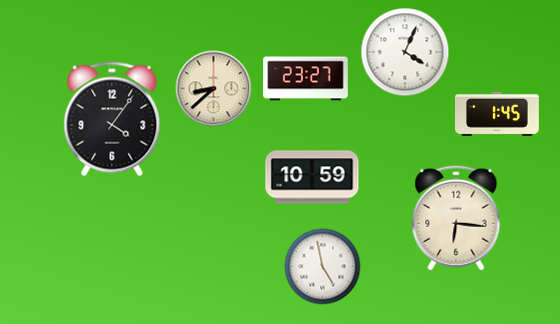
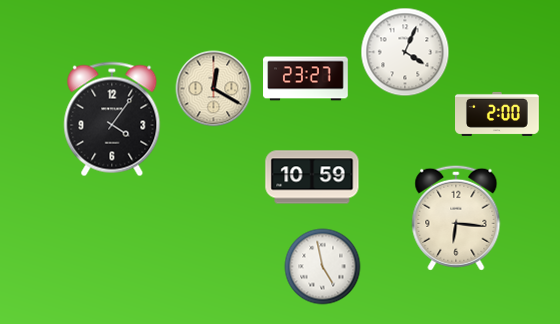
clock at (214, 89): 8:38 -> 12:20
clock at (498, 114): 1:45 -> 2:00
